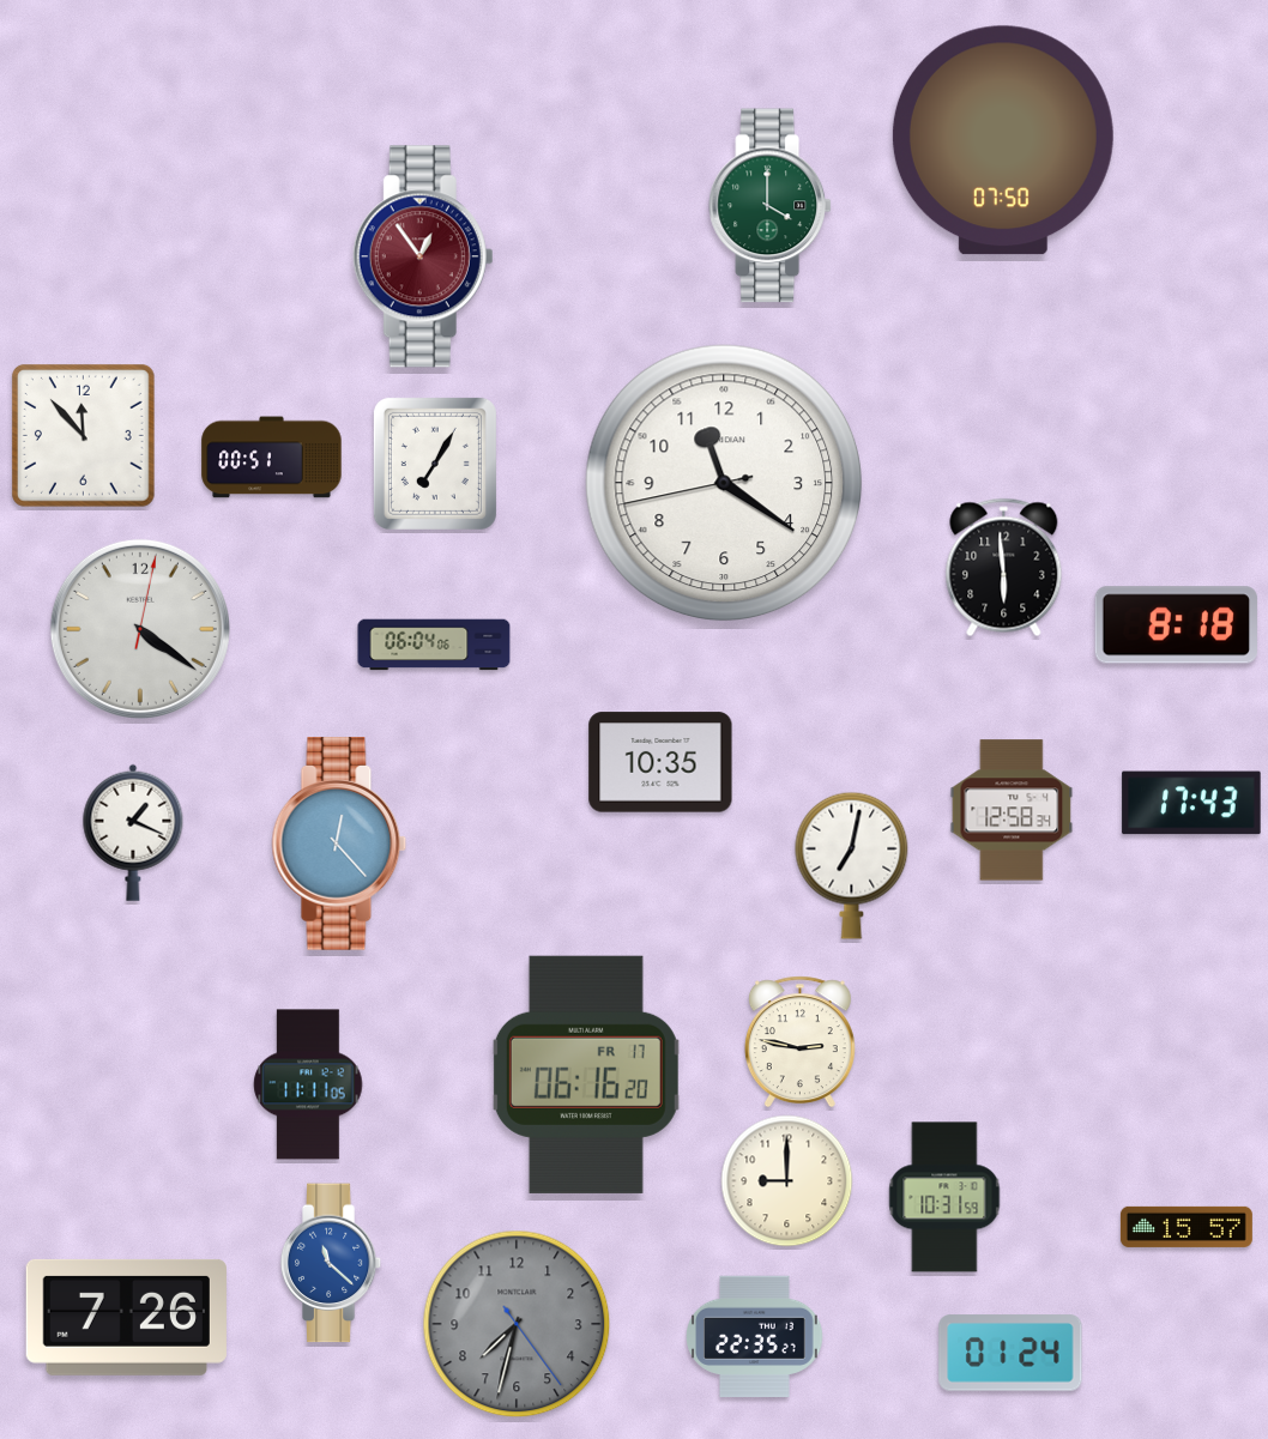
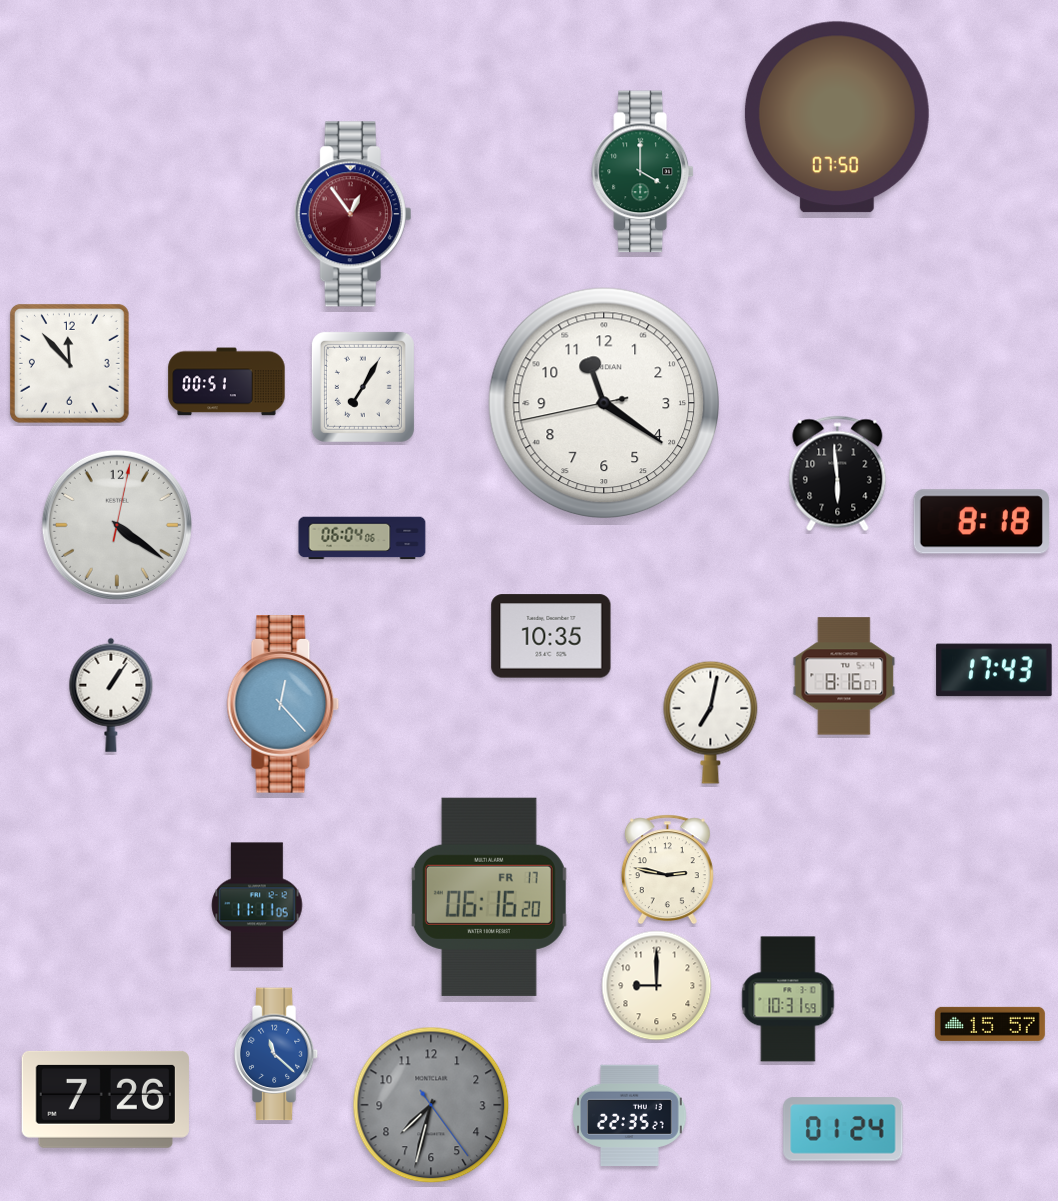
clock at (1012, 810): 12:58 -> 8:16
clock at (133, 833): 1:19 -> 1:06
